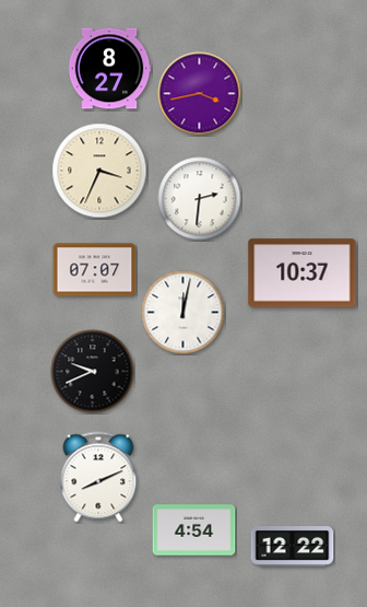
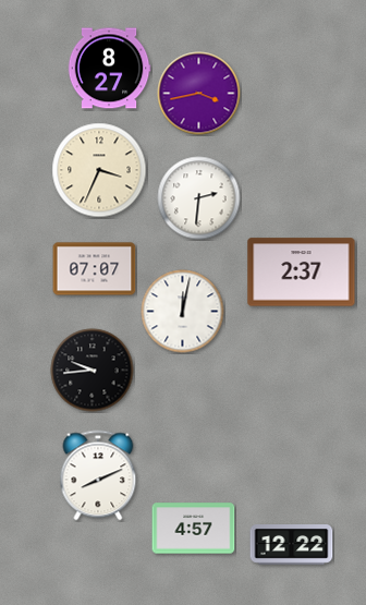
clock at (303, 273): 10:37 -> 2:37
clock at (93, 372): 9:41 -> 9:44
clock at (194, 530): 4:54 -> 4:57
